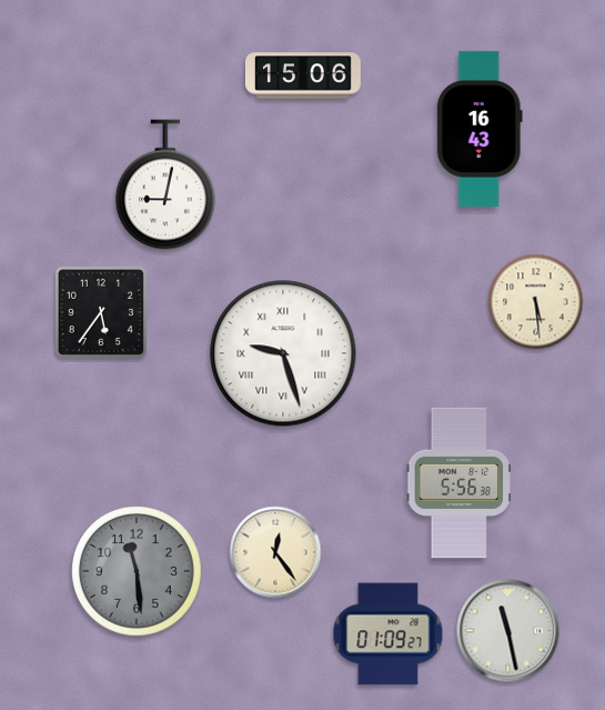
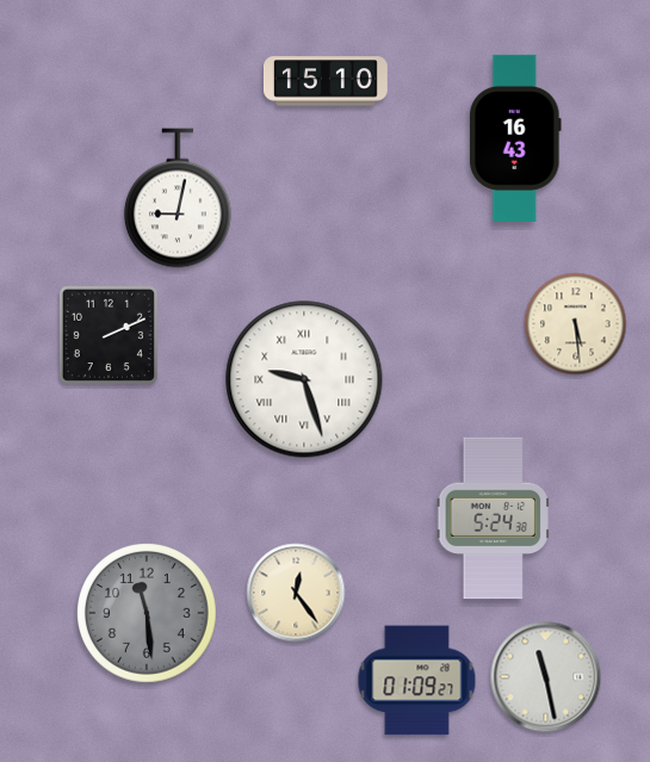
clock at (303, 76): 15:06 -> 15:10
clock at (101, 312): 5:36 -> 2:11
clock at (458, 483): 5:56 -> 5:24
